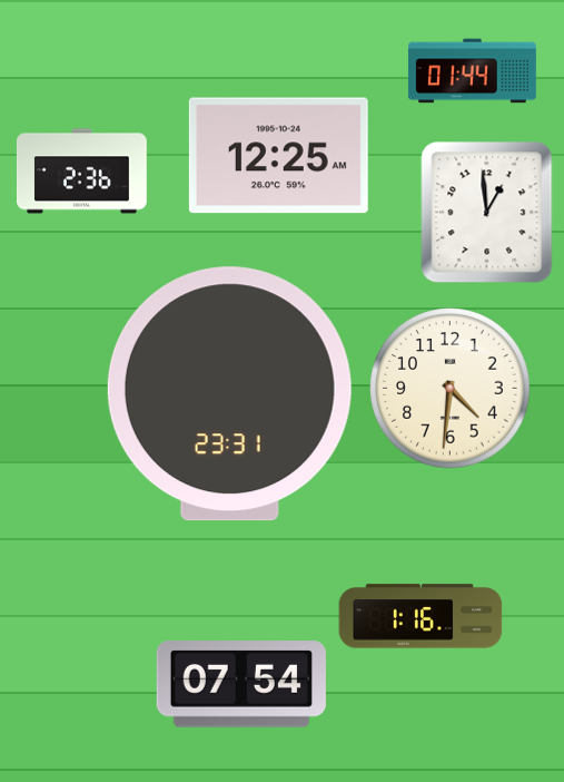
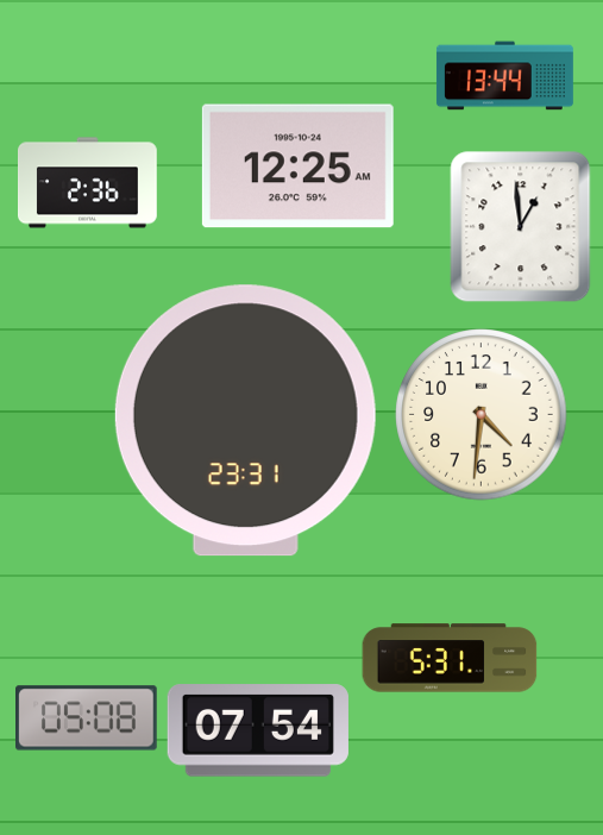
clock at (472, 71): 01:44 -> 13:44
clock at (420, 616): 1:16 -> 5:31
clock at (87, 718): none -> 05:08
